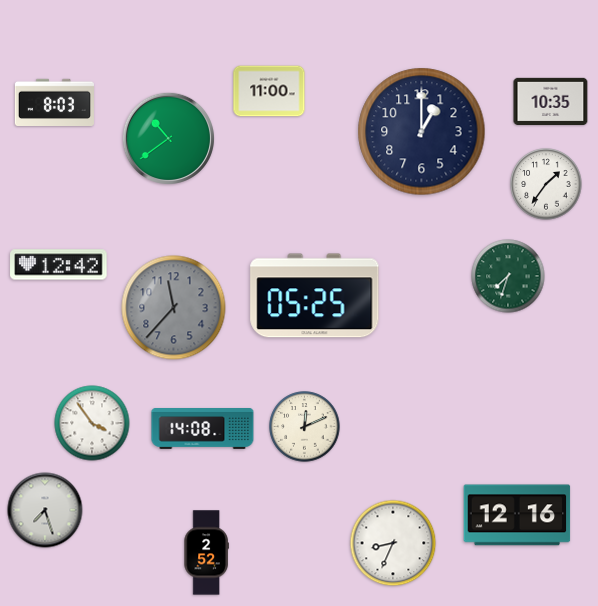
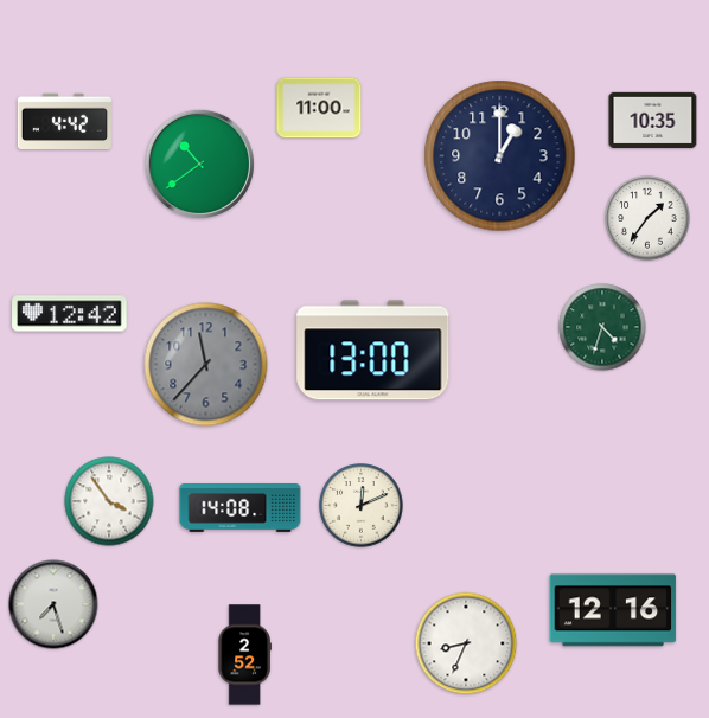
clock at (54, 103): 8:03 -> 4:42
clock at (508, 276): 7:33 -> 4:33
clock at (315, 296): 05:25 -> 13:00
